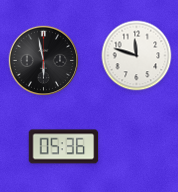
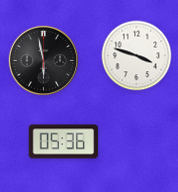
clock at (137, 56): 11:48 -> 3:48
clock at (64, 147) position: (64, 147) -> (64, 142)
